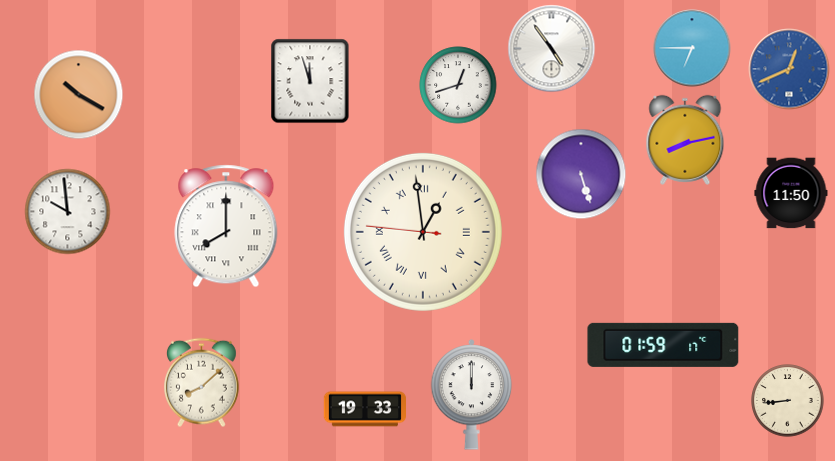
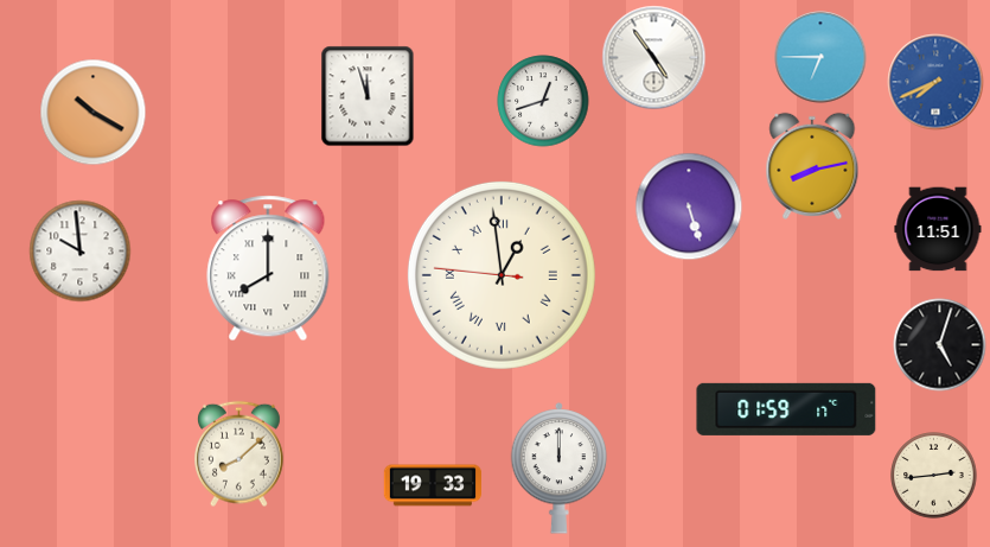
clock at (789, 69): 12:41 -> 7:41
clock at (791, 193): 11:50 -> 11:51
clock at (940, 345): none -> 5:03
clock at (788, 401): 8:44 -> 2:44
